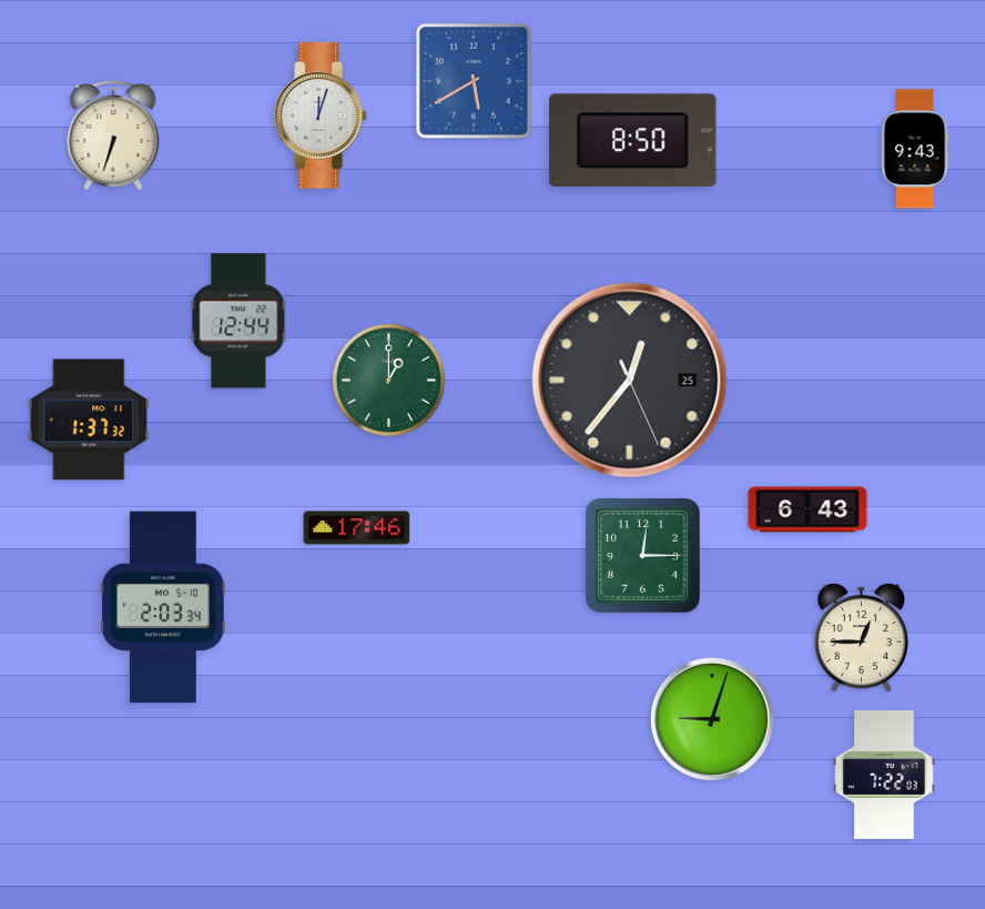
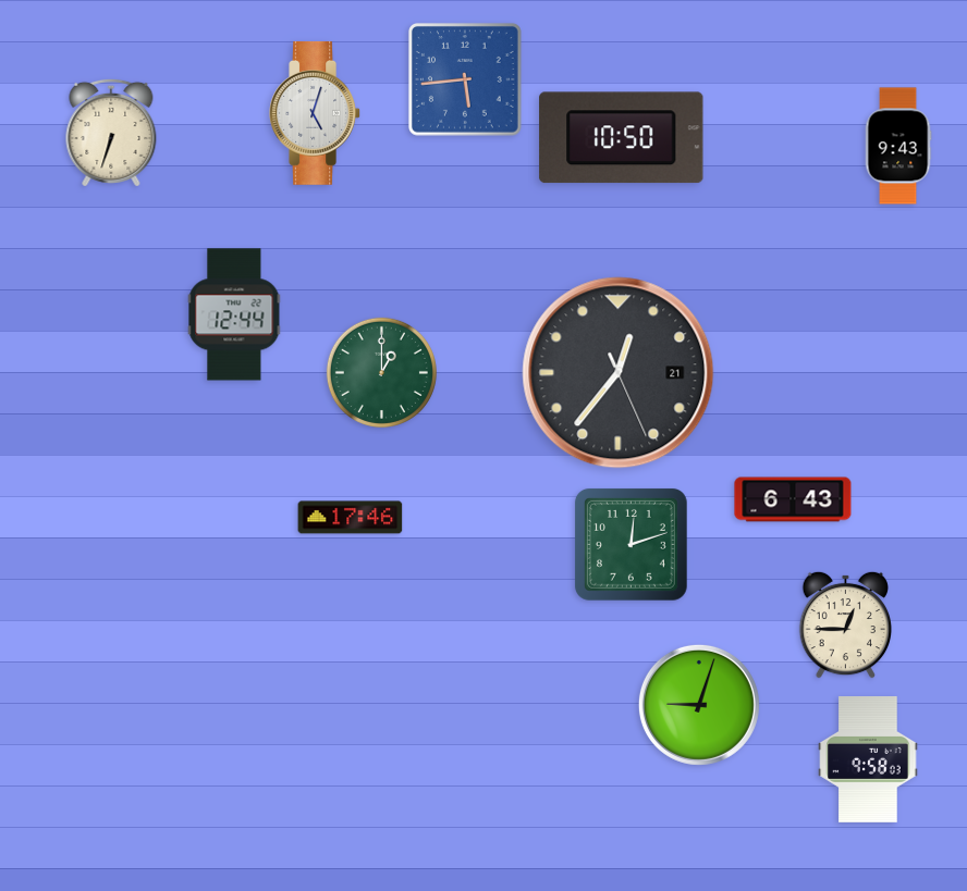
clock at (474, 81): 5:40 -> 5:44
clock at (321, 115): 12:03 -> 5:03
clock at (633, 141): 8:50 -> 10:50
clock at (630, 381) date: 25 -> 21
clock at (89, 420): 1:37 -> none
clock at (643, 556): 12:15 -> 12:12
clock at (163, 607): 2:03 -> none
clock at (884, 775): 7:22 -> 9:58
